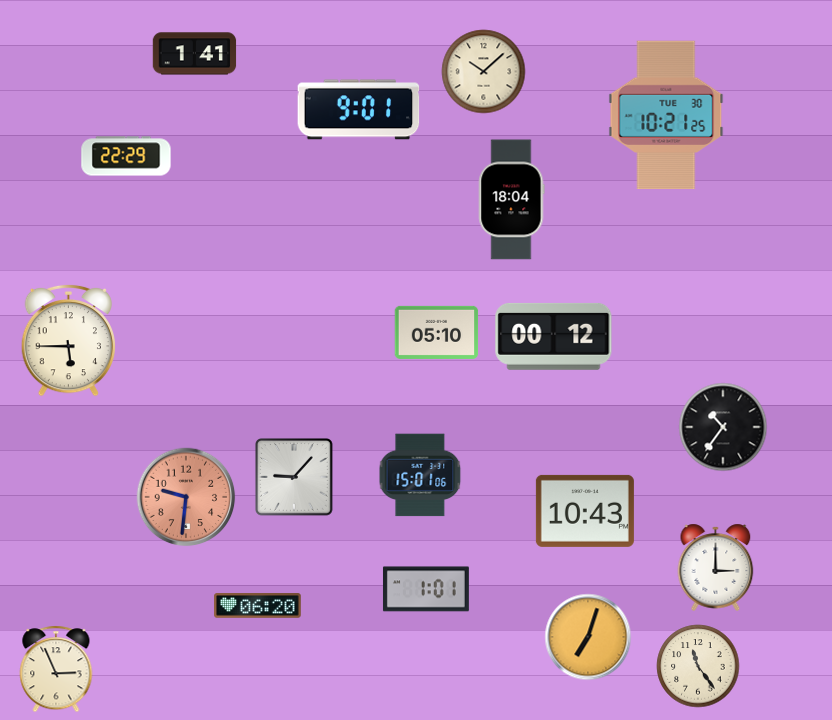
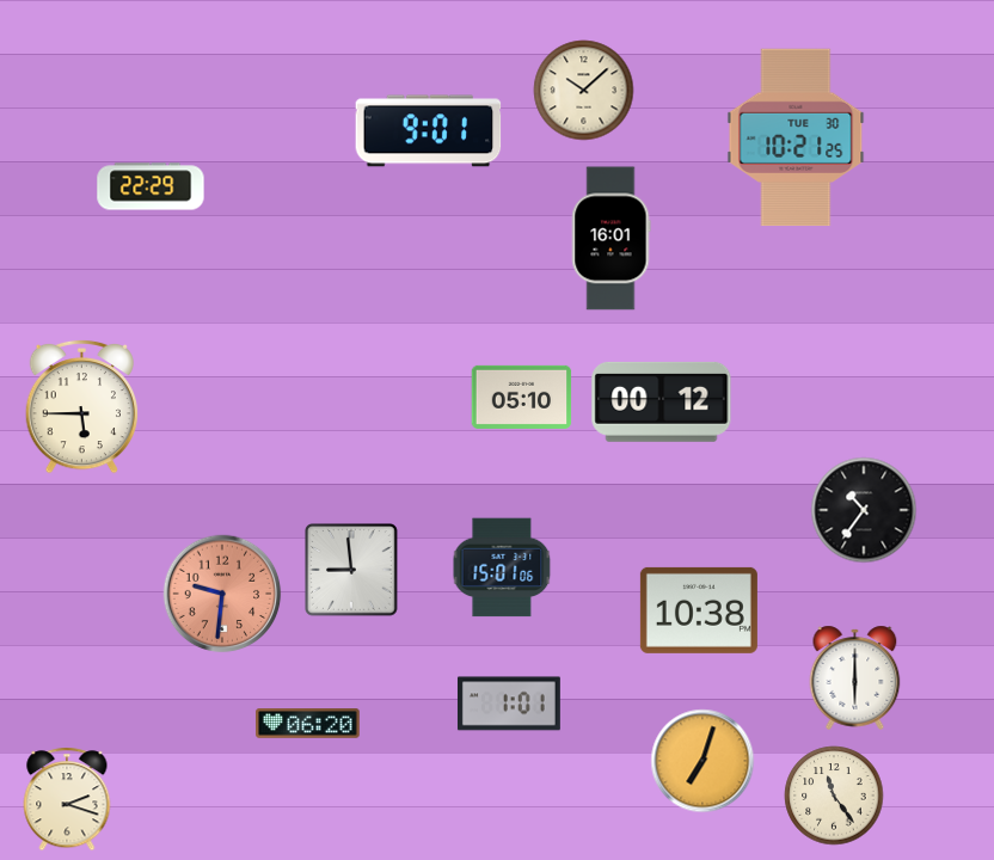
clock at (195, 54): 1:41 -> none
clock at (484, 72) position: (484, 72) -> (584, 91)
clock at (511, 200): 18:04 -> 16:01
clock at (295, 478): 9:07 -> 8:59
clock at (585, 511): 10:43 -> 10:38
clock at (716, 567): 3:00 -> 6:00
clock at (56, 669): 2:56 -> 2:18
